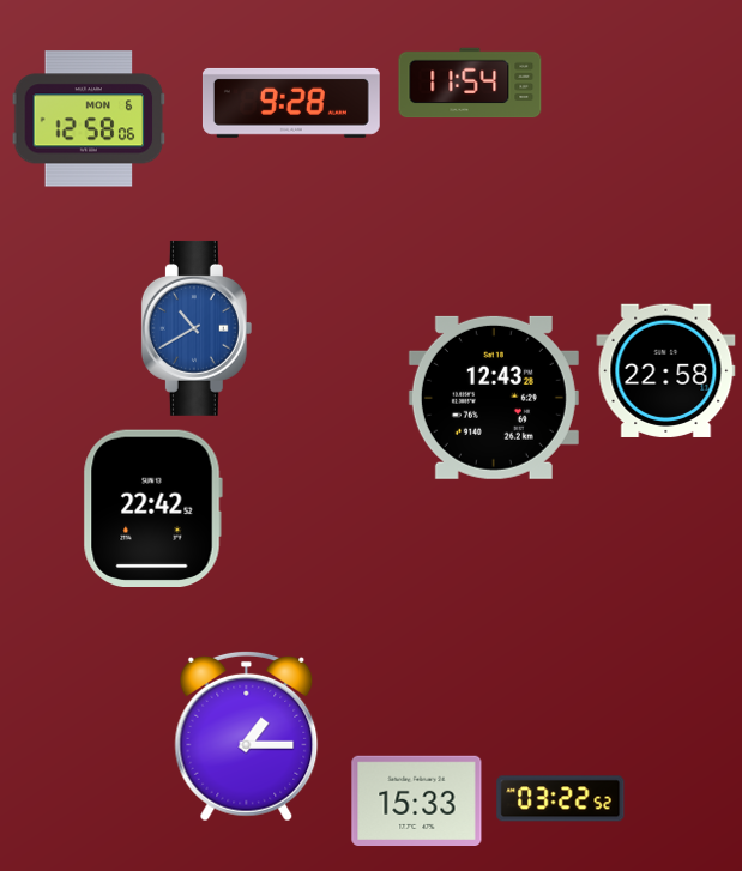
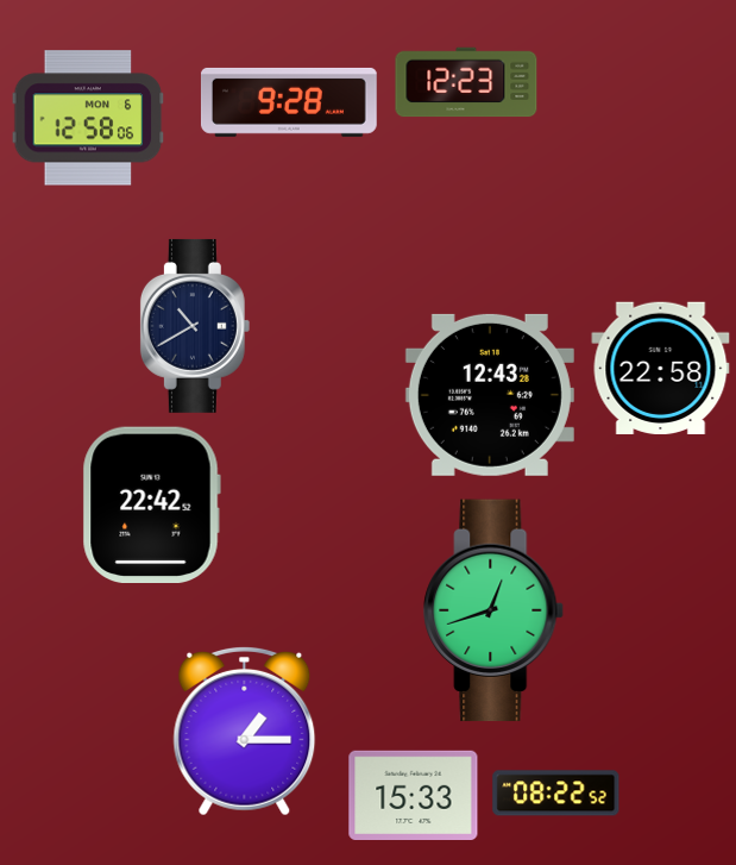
clock at (470, 83): 11:54 -> 12:23
clock at (197, 328) dial: blue -> navy
clock at (495, 610): none -> 12:42
clock at (561, 799): 03:22 -> 08:22
